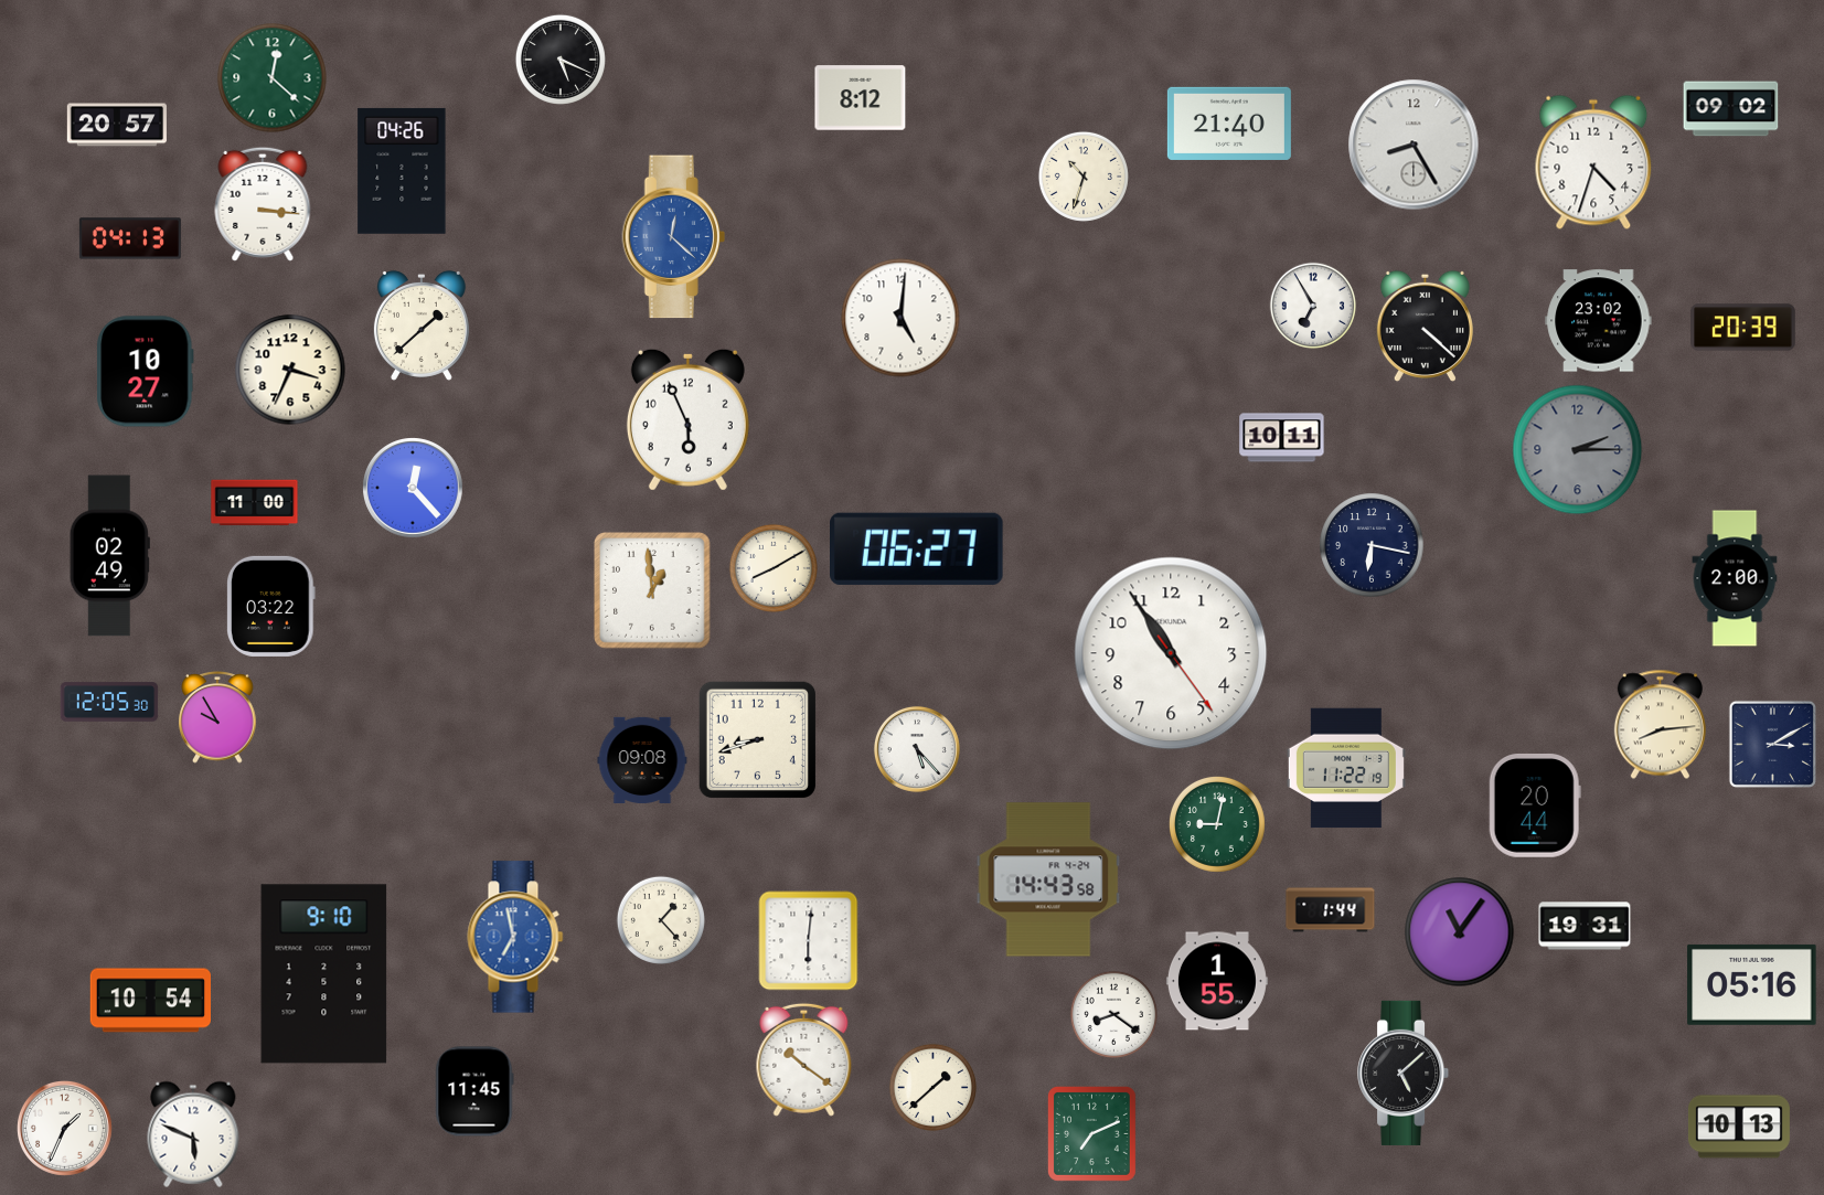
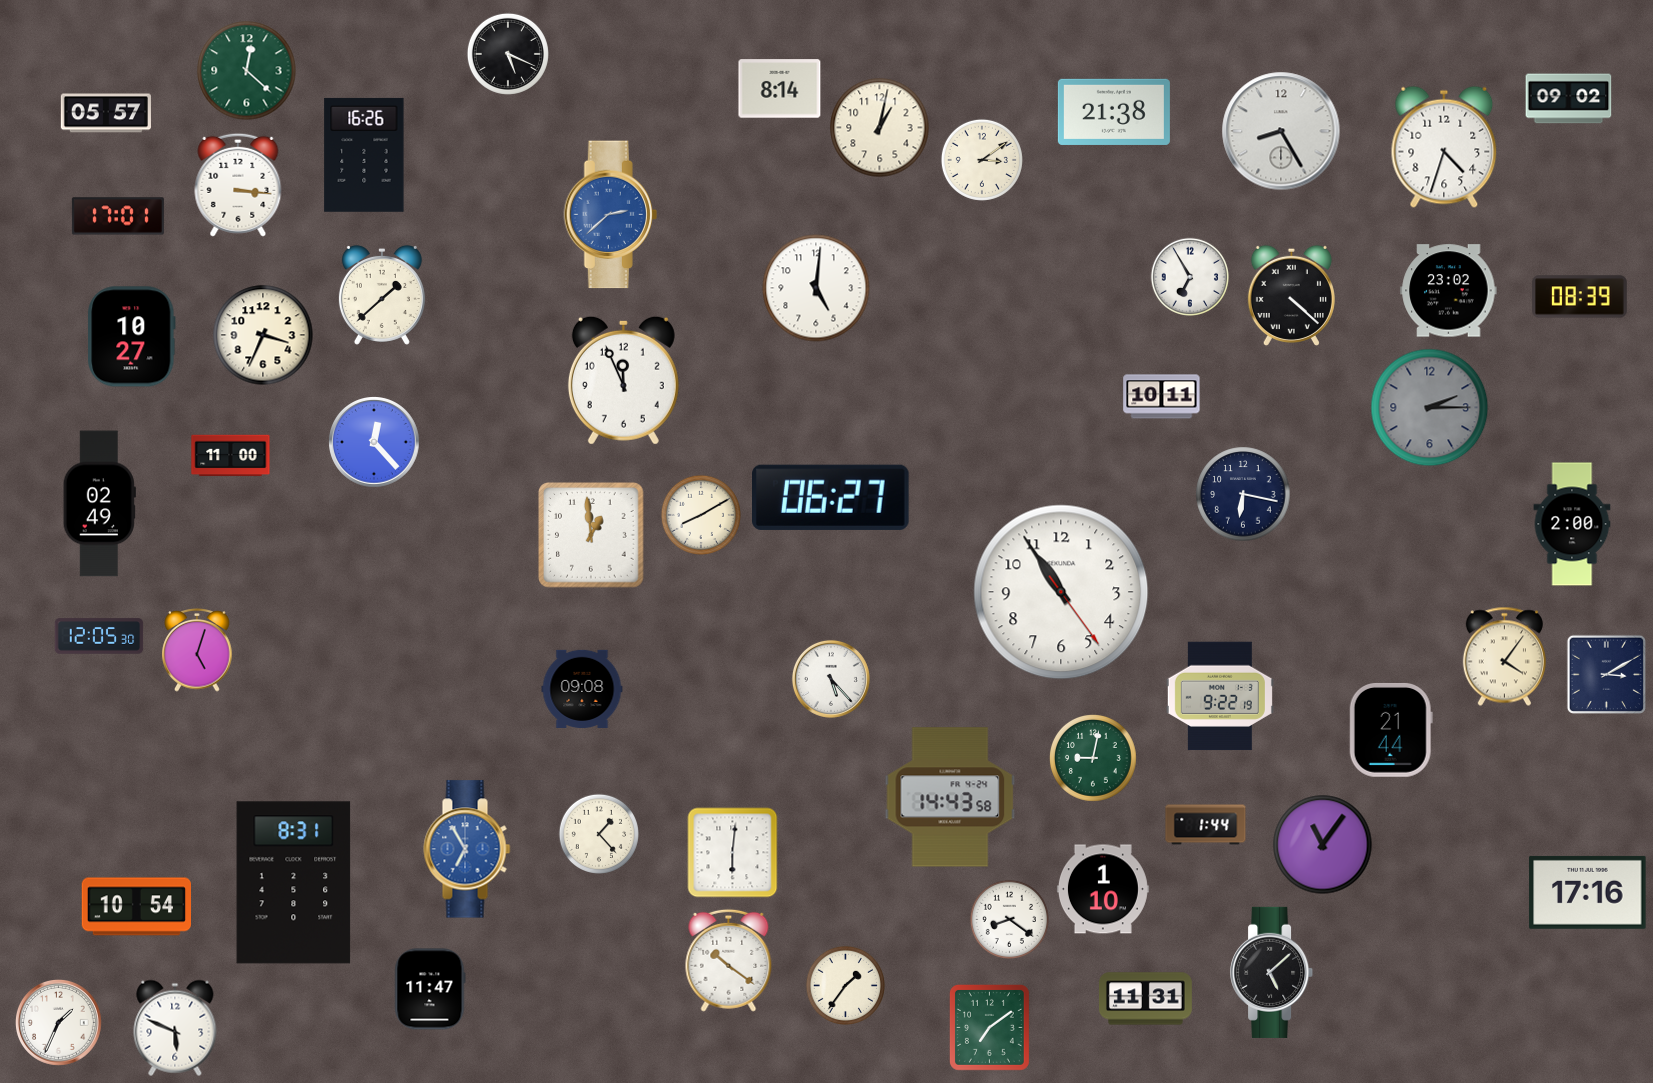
clock at (861, 98): 8:12 -> 8:14
clock at (1229, 124): 21:40 -> 21:38
clock at (117, 125): 20:57 -> 05:57
clock at (880, 128): none -> 1:02
clock at (402, 171): 04:26 -> 16:26
clock at (1084, 177): 10:33 -> 3:09
clock at (673, 237): 12:22 -> 2:38
clock at (130, 238): 04:13 -> 17:01
clock at (1743, 328): 20:39 -> 08:39
clock at (687, 419): 5:56 -> 11:56
clock at (271, 606): 03:22 -> none
clock at (217, 717): 9:55 -> 5:03
clock at (1660, 725): 8:14 -> 4:06
clock at (757, 739): 8:42 -> none
clock at (1346, 768): 11:22 -> 9:22
clock at (1535, 805): 20:44 -> 21:44
clock at (1217, 824) position: (1217, 824) -> (1093, 758)
clock at (1585, 926): 19:31 -> none
clock at (515, 937): 6:58 -> 6:55
clock at (324, 974): 9:10 -> 8:31
clock at (1217, 981): 1:55 -> 1:10
clock at (1752, 984): 05:16 -> 17:16
clock at (932, 1087): 1:38 -> 1:36
clock at (474, 1091): 11:45 -> 11:47
clock at (1145, 999): none -> 11:31
clock at (1739, 1127): 10:13 -> none
clock at (1091, 1133): 7:11 -> 7:09
